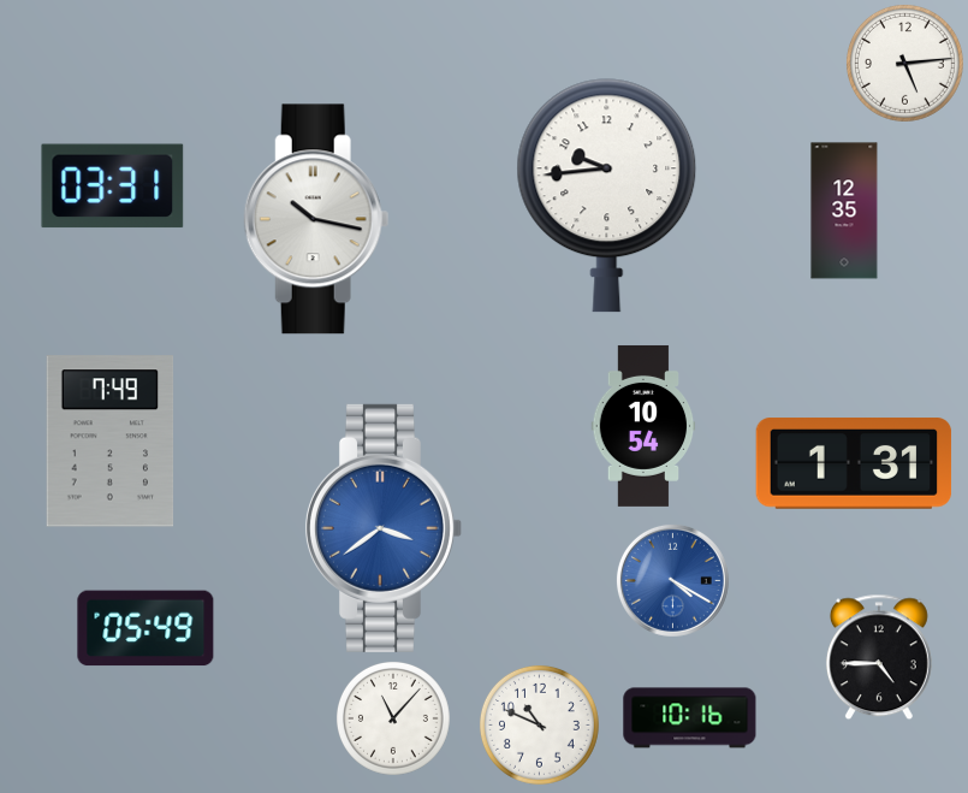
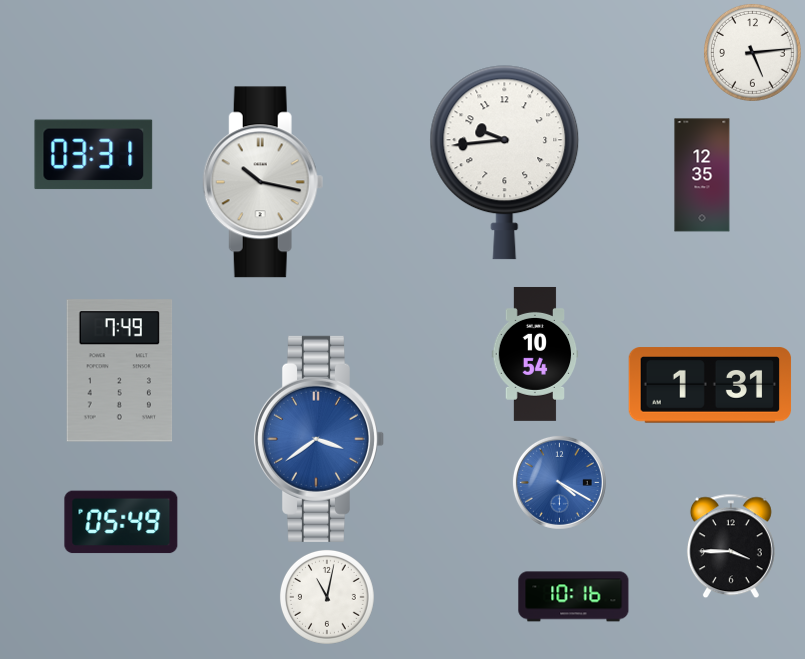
clock at (111, 442) position: (111, 442) -> (120, 371)
clock at (879, 657): 4:45 -> 3:45
clock at (393, 718): 11:07 -> 11:02
clock at (539, 724): 10:49 -> none
